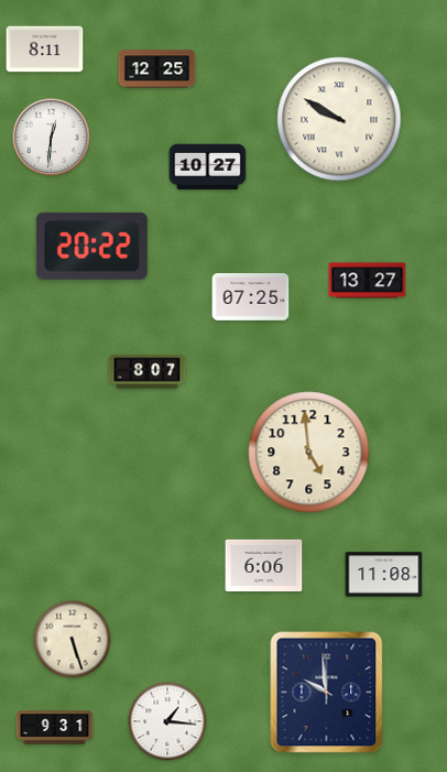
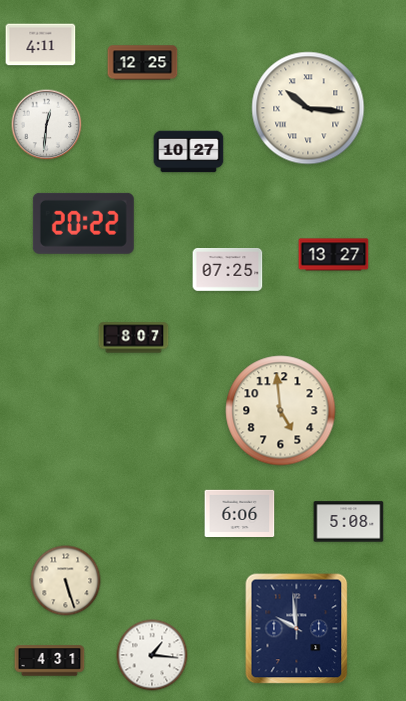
clock at (45, 50): 8:11 -> 4:11
clock at (339, 119): 9:50 -> 10:16
clock at (384, 575): 11:08 -> 5:08
clock at (55, 728): 9:31 -> 4:31
